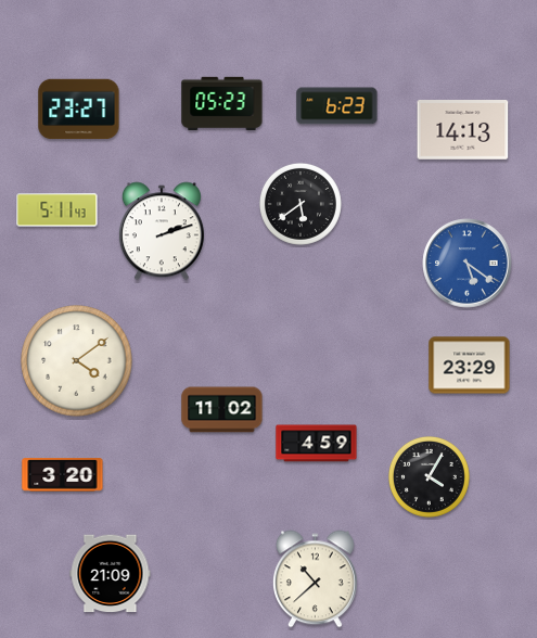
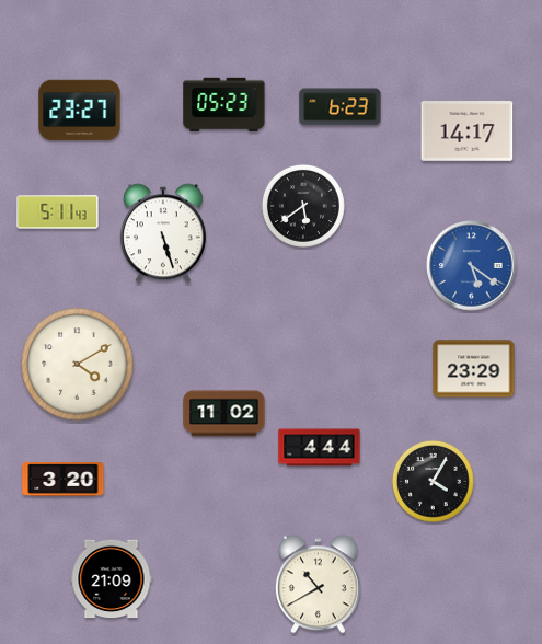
clock at (463, 130): 14:13 -> 14:17
clock at (162, 231): 2:12 -> 5:27
clock at (77, 361): 4:09 -> 4:10
clock at (317, 444): 4:59 -> 4:44
clock at (315, 579): 10:38 -> 10:40
